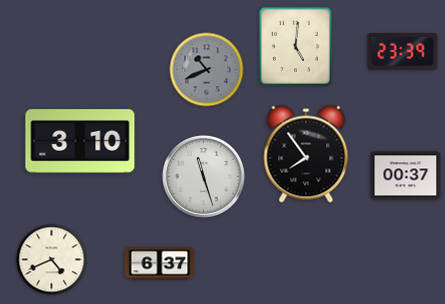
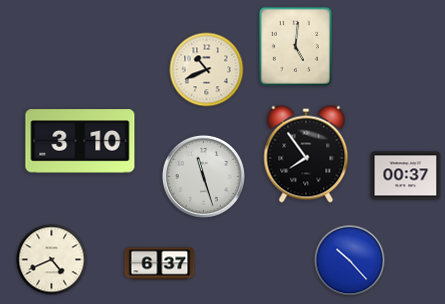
clock at (403, 52): 23:39 -> none
clock at (207, 70) dial: grey -> cream
clock at (350, 261): none -> 10:23
